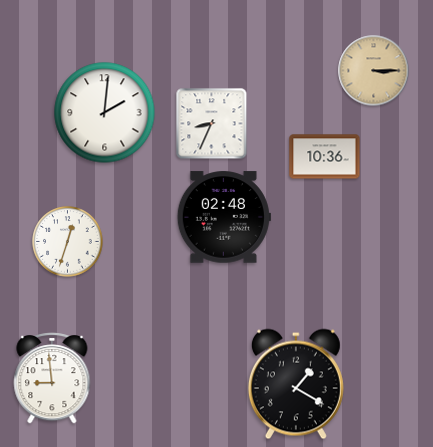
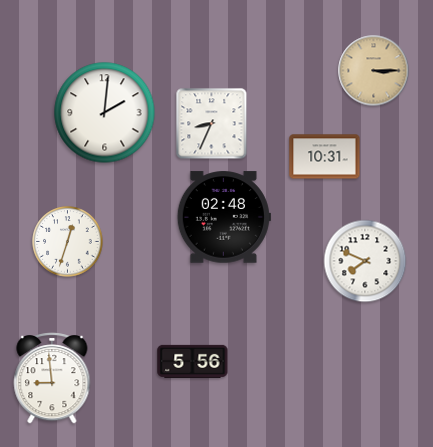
clock at (325, 157): 10:36 -> 10:31
clock at (365, 261): none -> 7:49
clock at (193, 361): none -> 5:56
clock at (296, 384): 1:20 -> none
